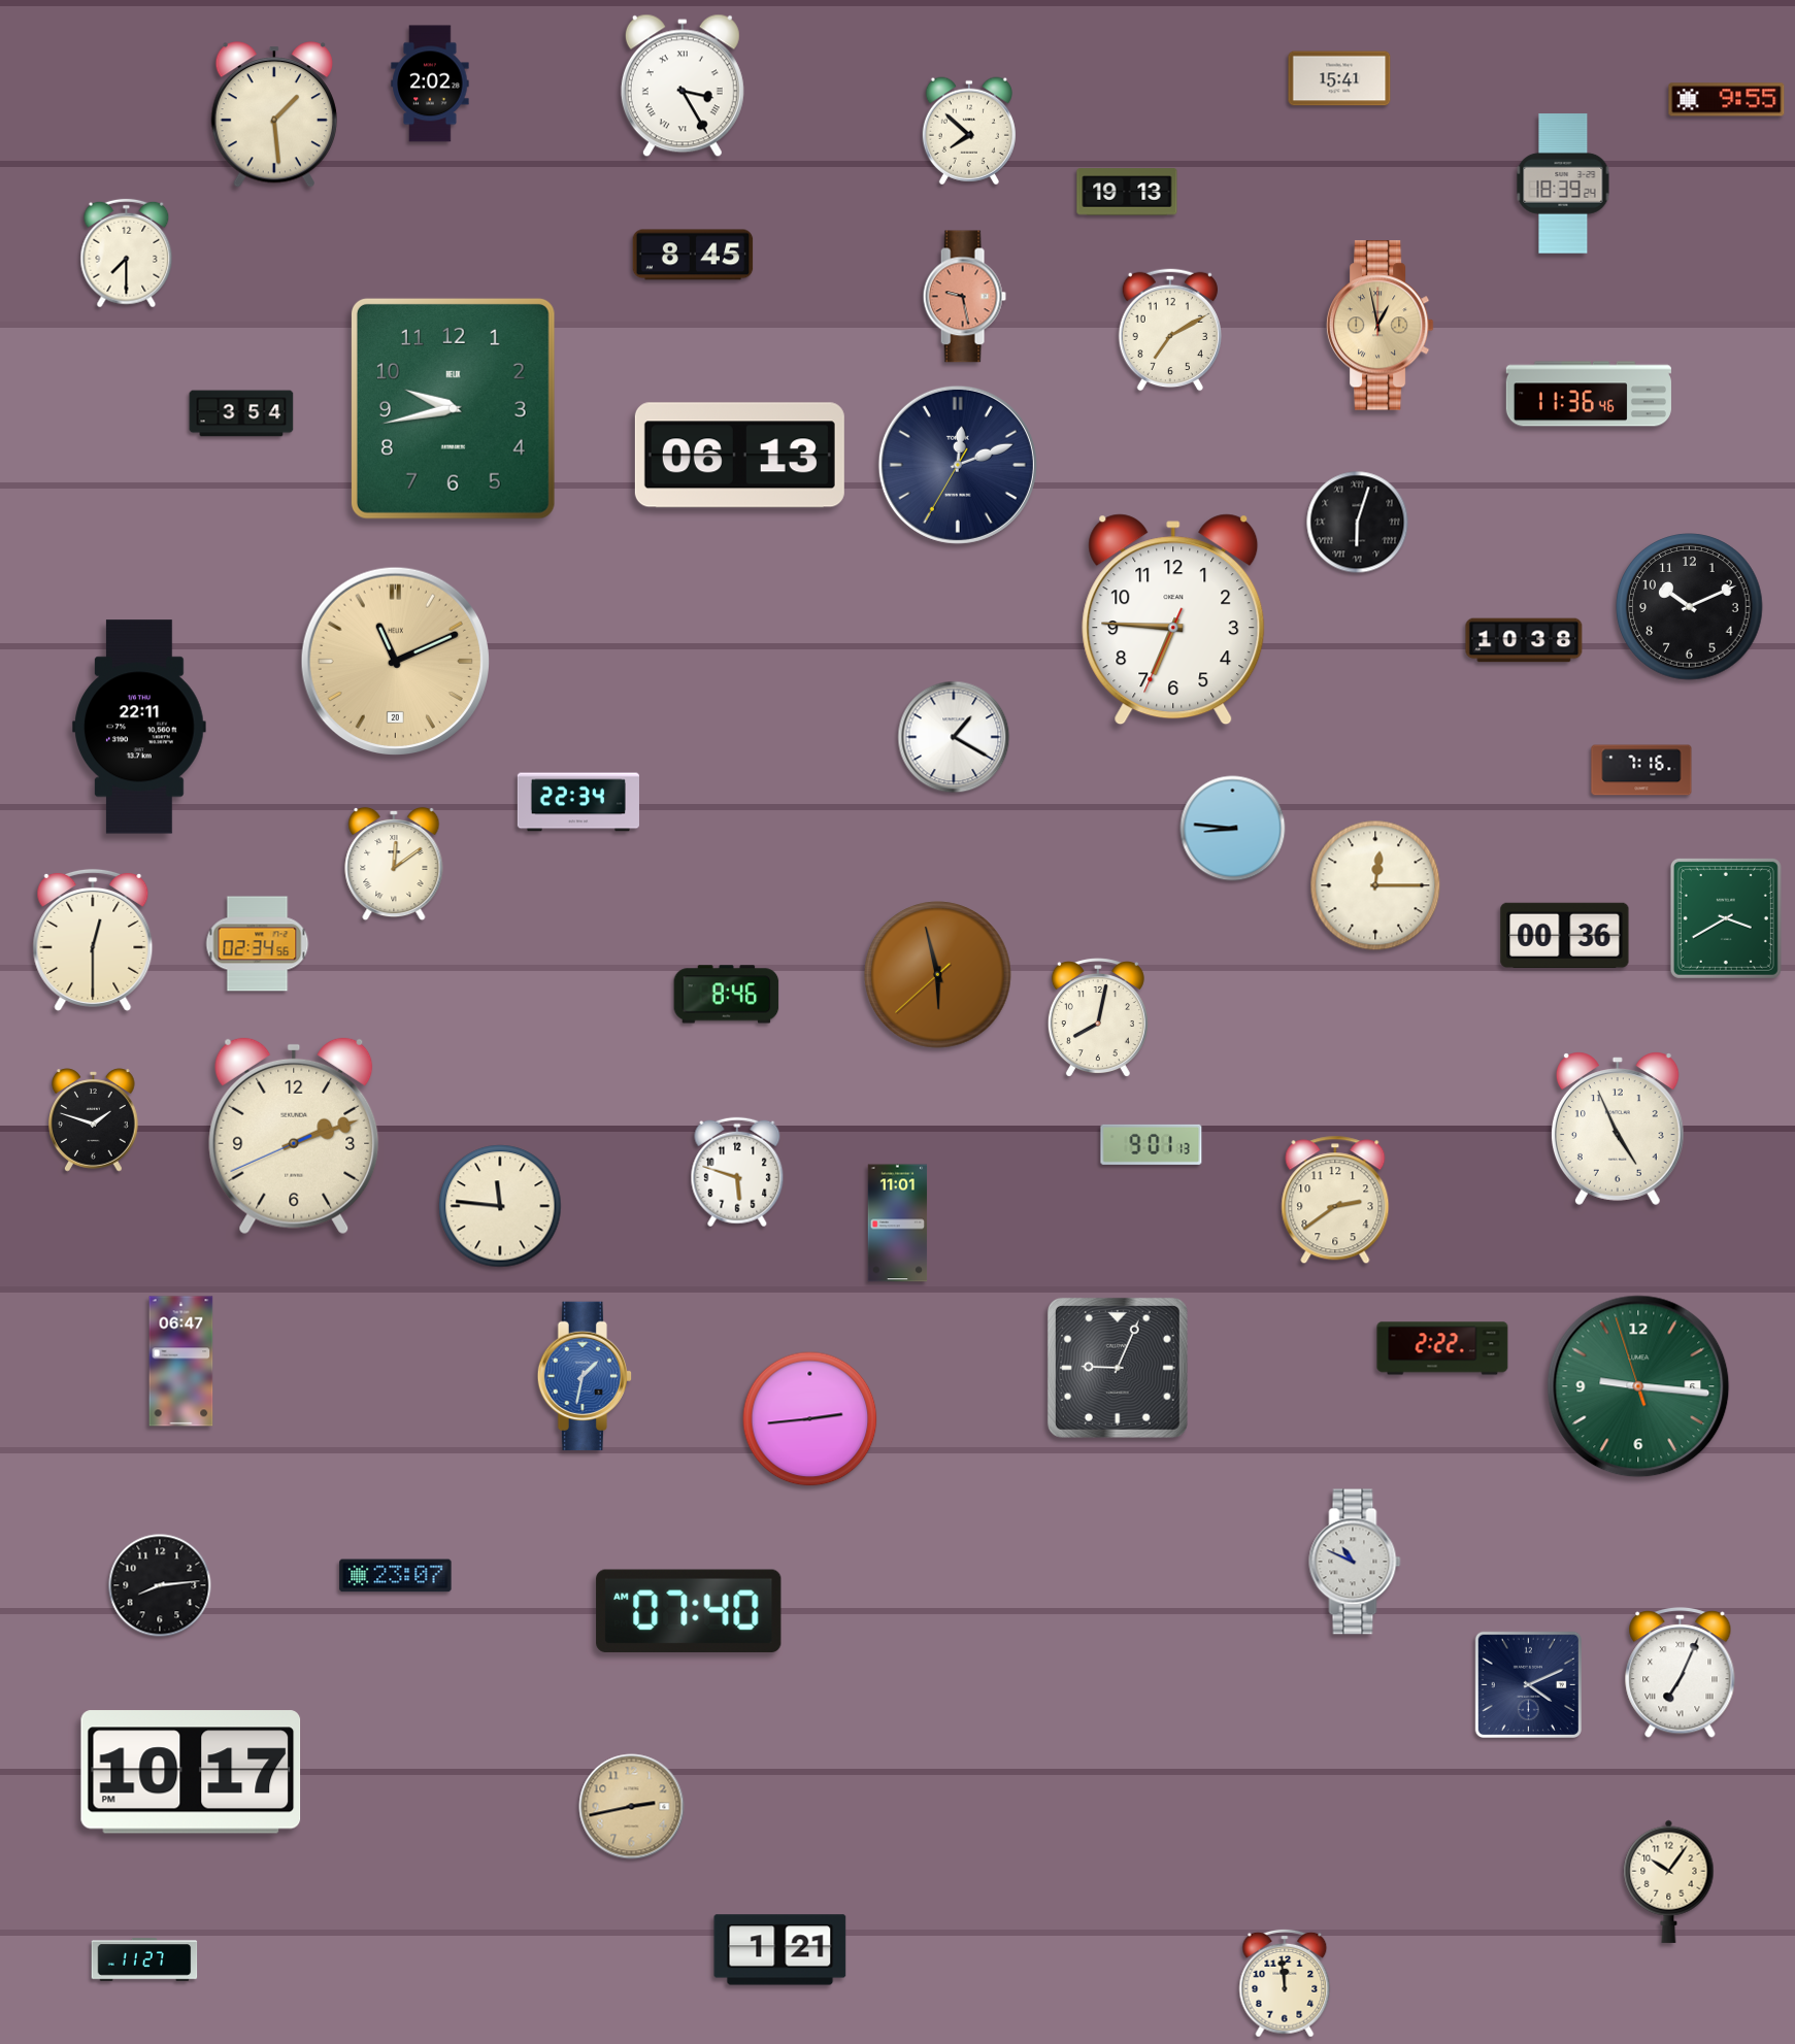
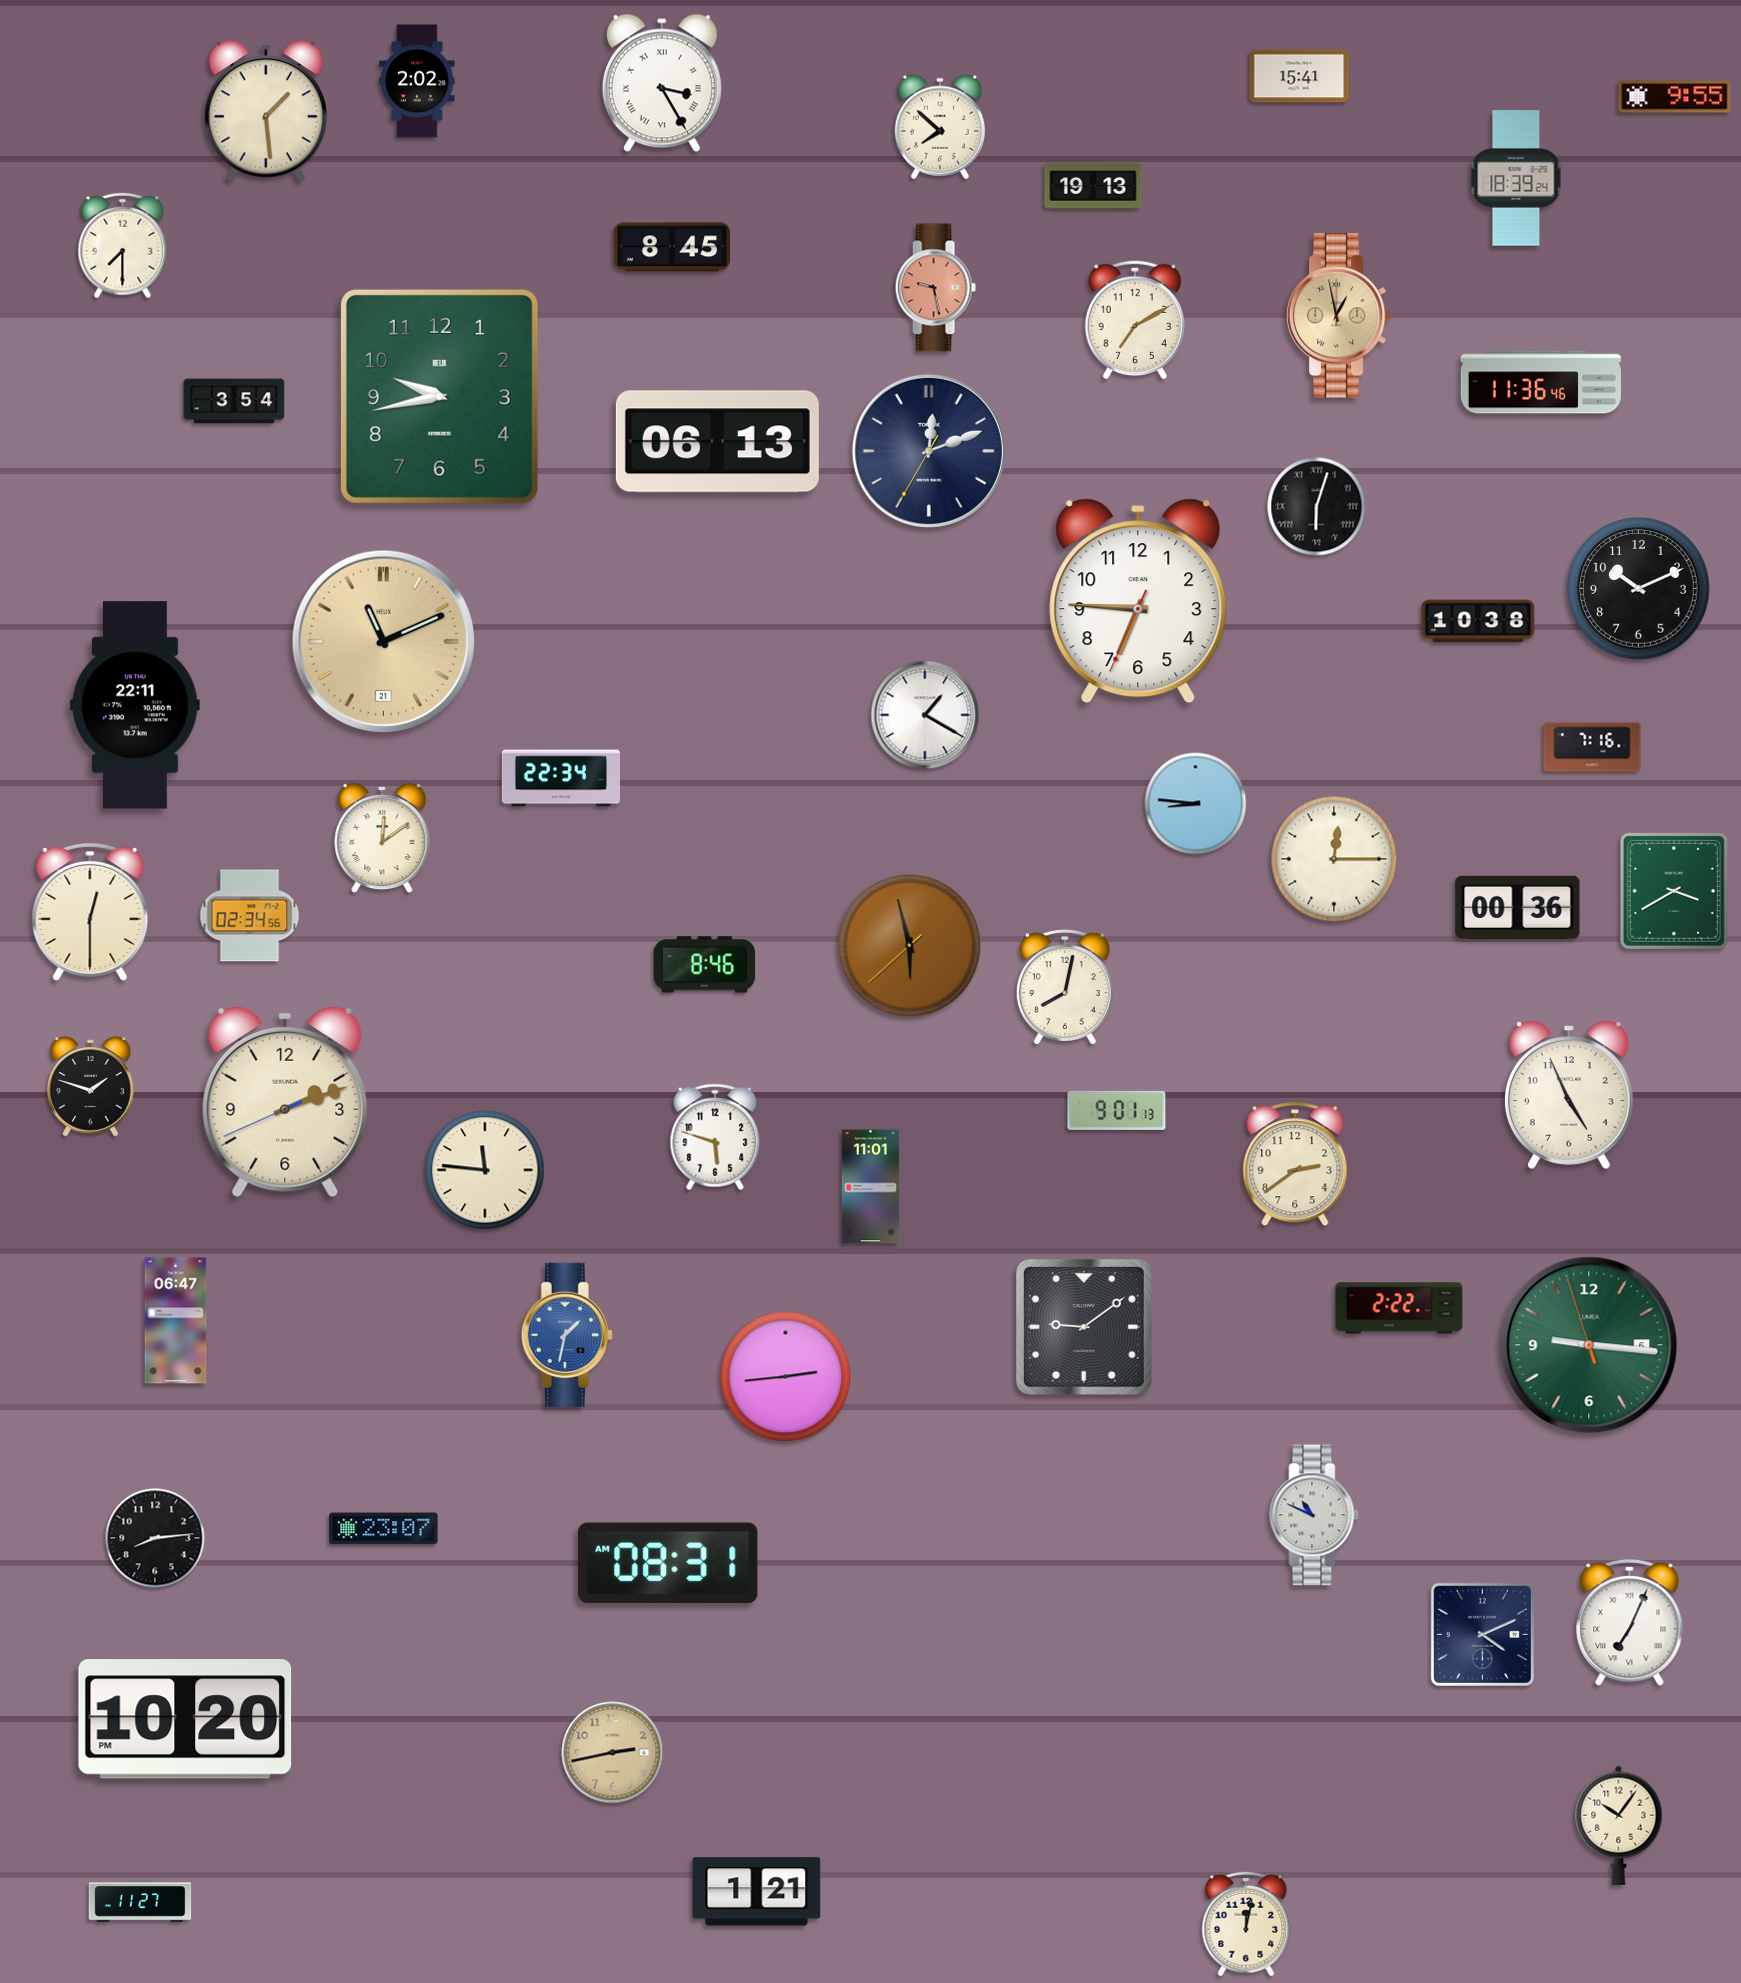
clock at (395, 661) date: 20 -> 21
clock at (1118, 1368): 9:04 -> 9:09
clock at (689, 1611): 07:40 -> 08:31
clock at (191, 1772): 10:17 -> 10:20
clock at (1285, 1983): 11:59 -> 12:02
